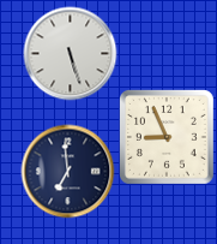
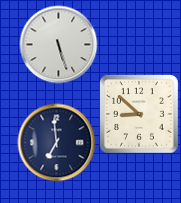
clock at (167, 137): 8:56 -> 8:52
